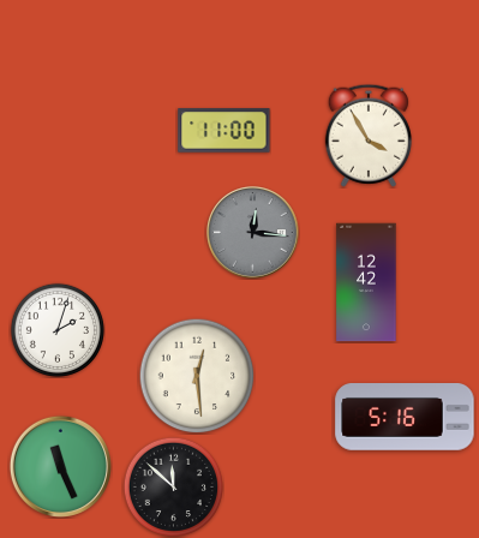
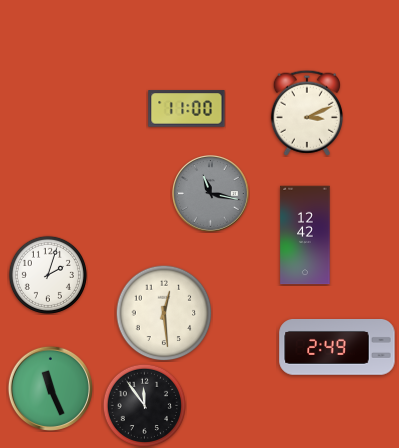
clock at (369, 136): 3:55 -> 3:11
clock at (253, 233): 12:16 -> 11:17
clock at (405, 418): 5:16 -> 2:49
clock at (173, 486): 11:52 -> 11:54
